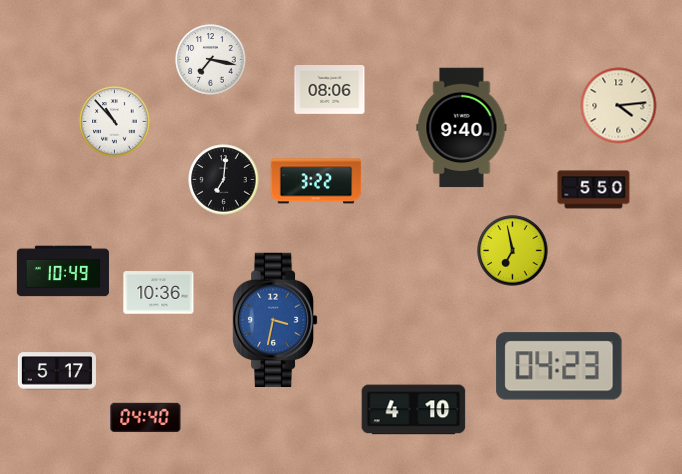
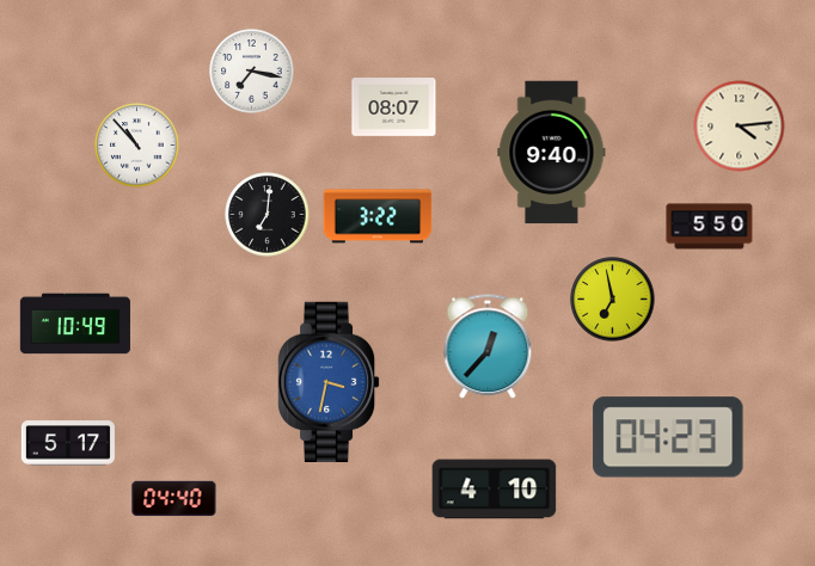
clock at (330, 90): 08:06 -> 08:07
clock at (488, 347): none -> 12:37
clock at (159, 293): 10:36 -> none
